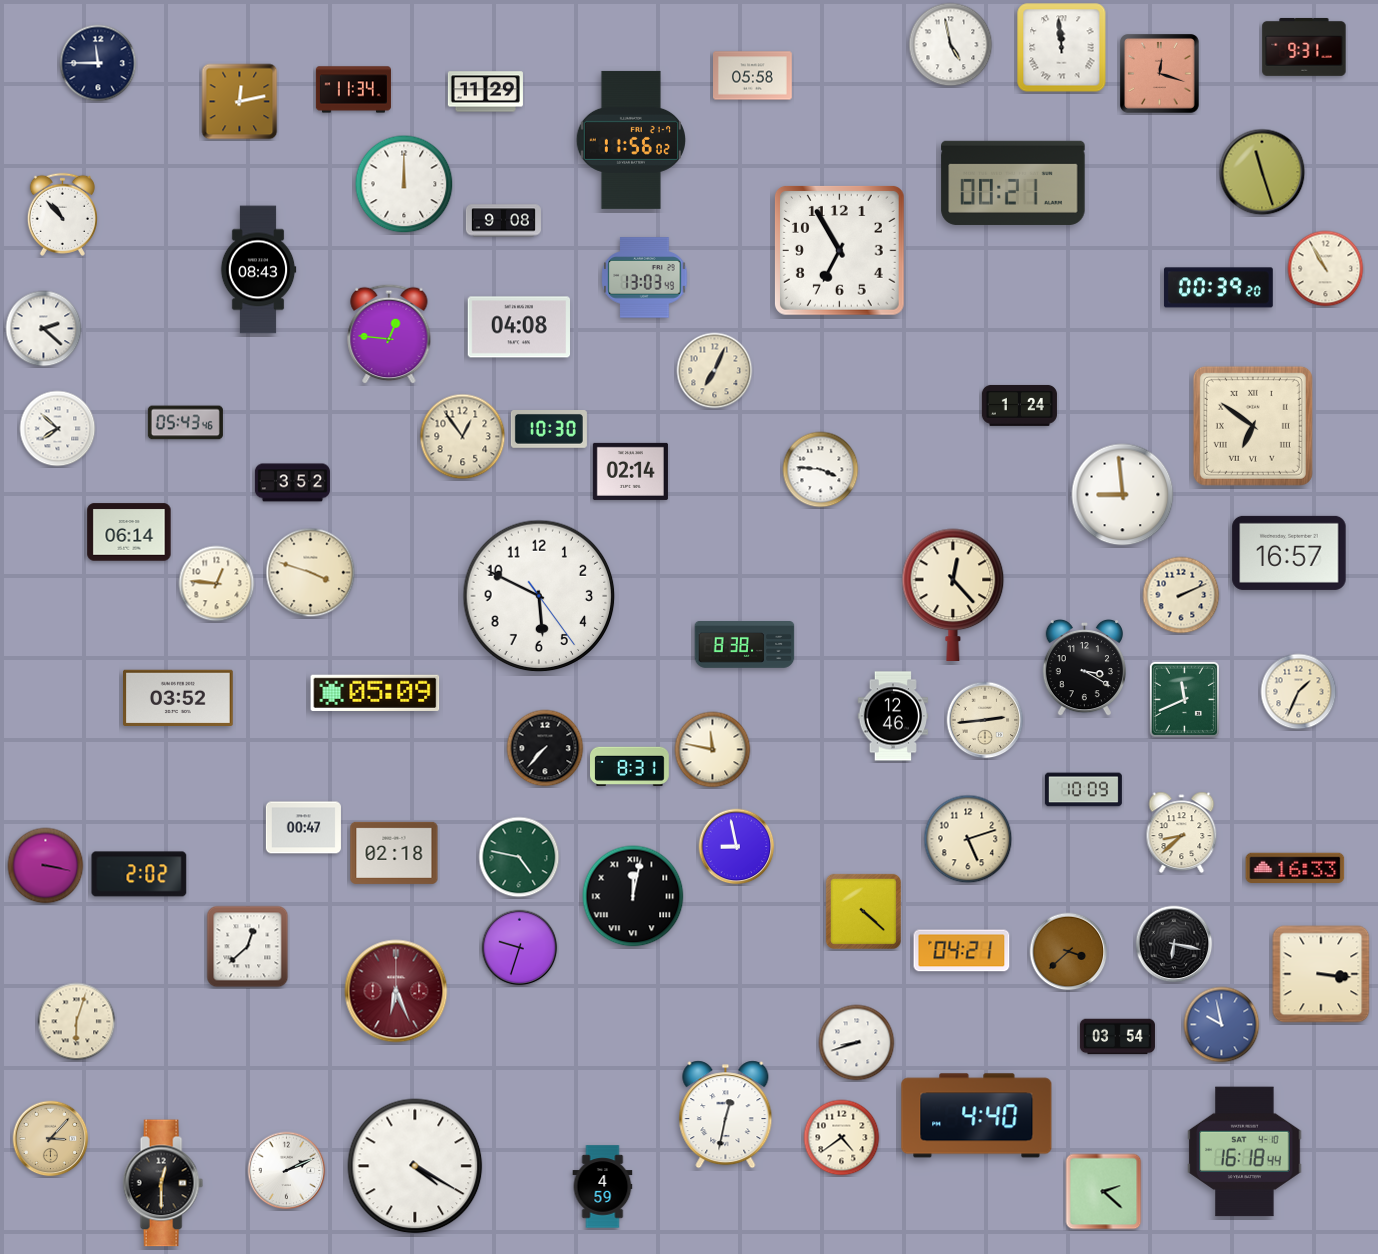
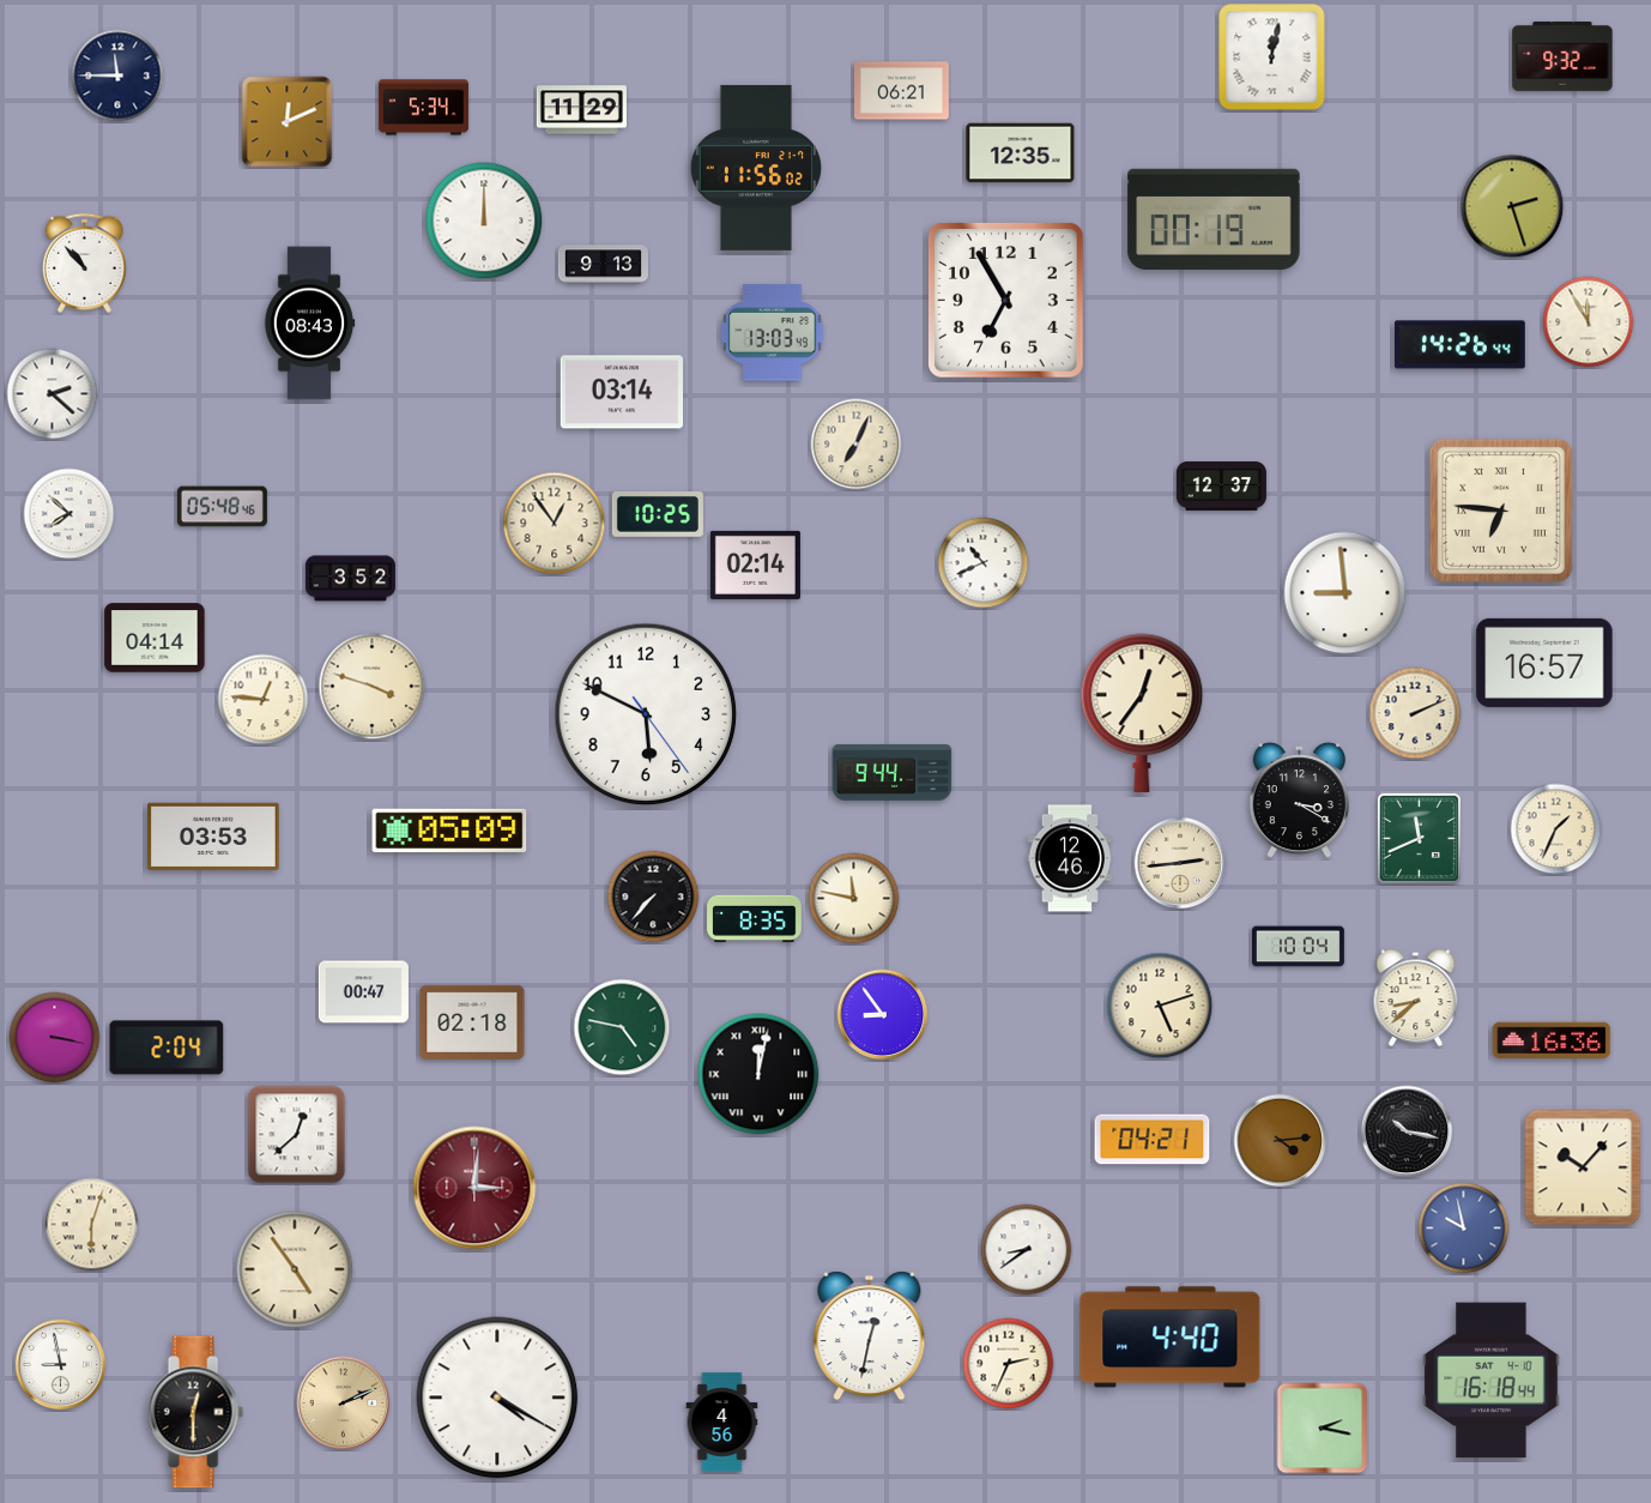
clock at (951, 45): 4:58 -> none
clock at (1304, 47): 9:31 -> 9:32
clock at (1062, 48): 11:59 -> 12:02
clock at (1160, 74): 12:18 -> none
clock at (753, 76): 05:58 -> 06:21
clock at (353, 90): 11:34 -> 5:34
clock at (240, 102): 12:13 -> 12:11
clock at (1021, 153): none -> 12:35
clock at (1262, 172): 11:27 -> 2:27
clock at (1013, 183): 00:21 -> 00:19
clock at (62, 214) position: (62, 214) -> (84, 262)
clock at (503, 221): 9:08 -> 9:13
clock at (1326, 269): 10:55 -> 11:55
clock at (1218, 288): 00:39 -> 14:26
clock at (518, 327): 04:08 -> 03:14
clock at (389, 334): 12:46 -> none
clock at (1019, 405): 1:24 -> 12:37
clock at (185, 423): 05:43 -> 05:48
clock at (1253, 426): 6:51 -> 6:46
clock at (549, 430): 10:30 -> 10:25
clock at (821, 470): 3:46 -> 10:41
clock at (129, 532): 06:14 -> 04:14
clock at (217, 584) position: (217, 584) -> (264, 700)
clock at (953, 594): 12:23 -> 12:36
clock at (745, 645): 8:38 -> 9:44
clock at (179, 697): 03:52 -> 03:53
clock at (630, 767): 8:31 -> 8:35
clock at (1083, 790): 10:09 -> 10:04
clock at (737, 847): 8:58 -> 8:54
clock at (1295, 868): 16:33 -> 16:36
clock at (139, 874): 2:02 -> 2:04
clock at (863, 911): 4:22 -> none
clock at (1174, 944): 6:17 -> 10:17
clock at (520, 948): 9:33 -> none
clock at (1069, 952): 3:38 -> 4:14
clock at (1321, 974): 3:16 -> 10:07
clock at (396, 991): 6:26 -> 3:01
clock at (1117, 1037): 03:54 -> none
clock at (857, 1043): 8:42 -> 8:39
clock at (295, 1269): none -> 4:54
clock at (842, 1138): 4:39 -> 2:34
clock at (51, 1139): 3:07 -> 8:58
clock at (51, 1139) dial: champagne -> white
clock at (287, 1171) dial: white -> champagne
clock at (163, 1183) position: (163, 1183) -> (195, 1412)
clock at (603, 1187): 4:59 -> 4:56
clock at (1104, 1192): 2:22 -> 2:17
